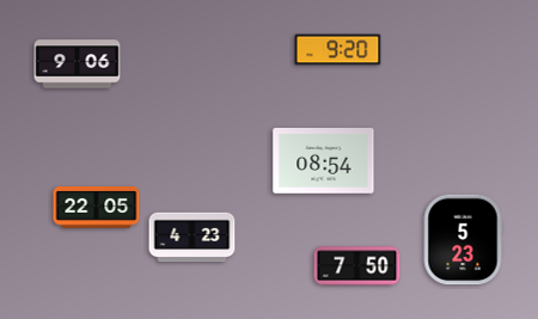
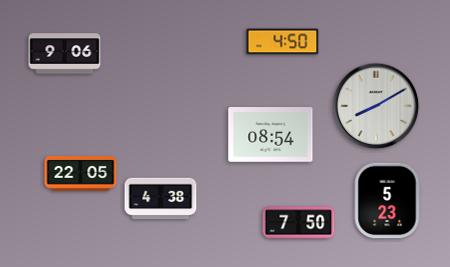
clock at (338, 50): 9:20 -> 4:50
clock at (376, 106): none -> 8:10
clock at (192, 238): 4:23 -> 4:38
